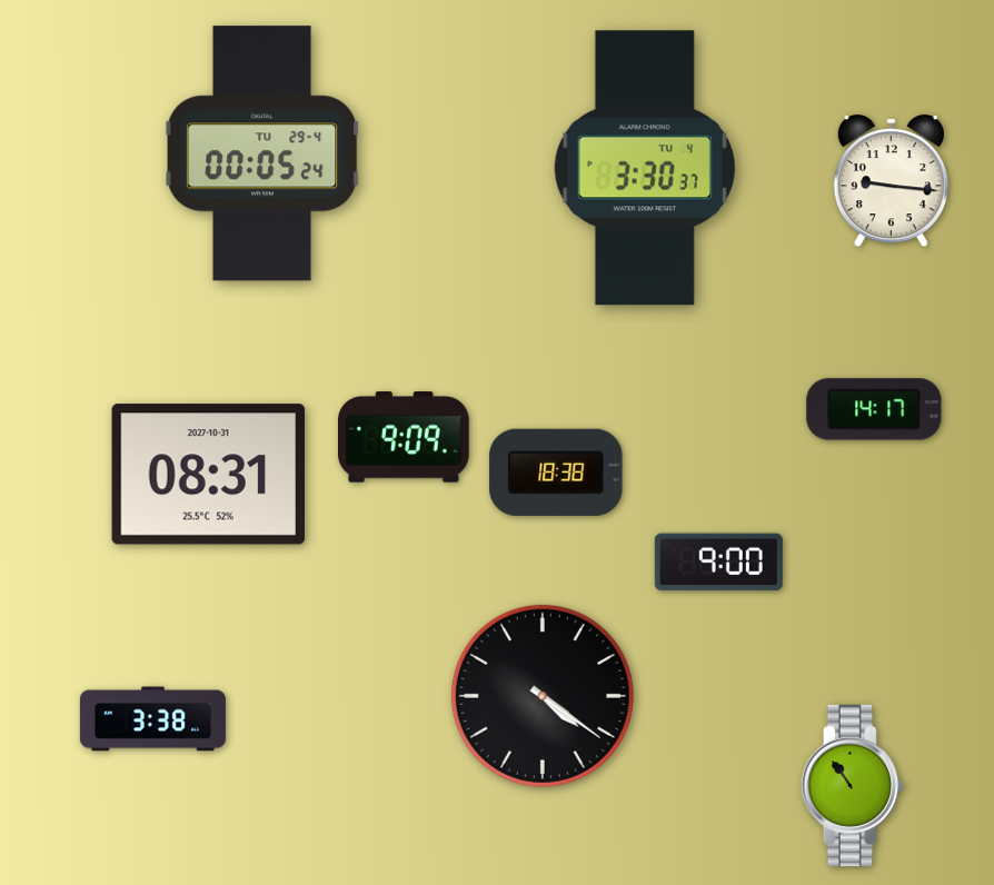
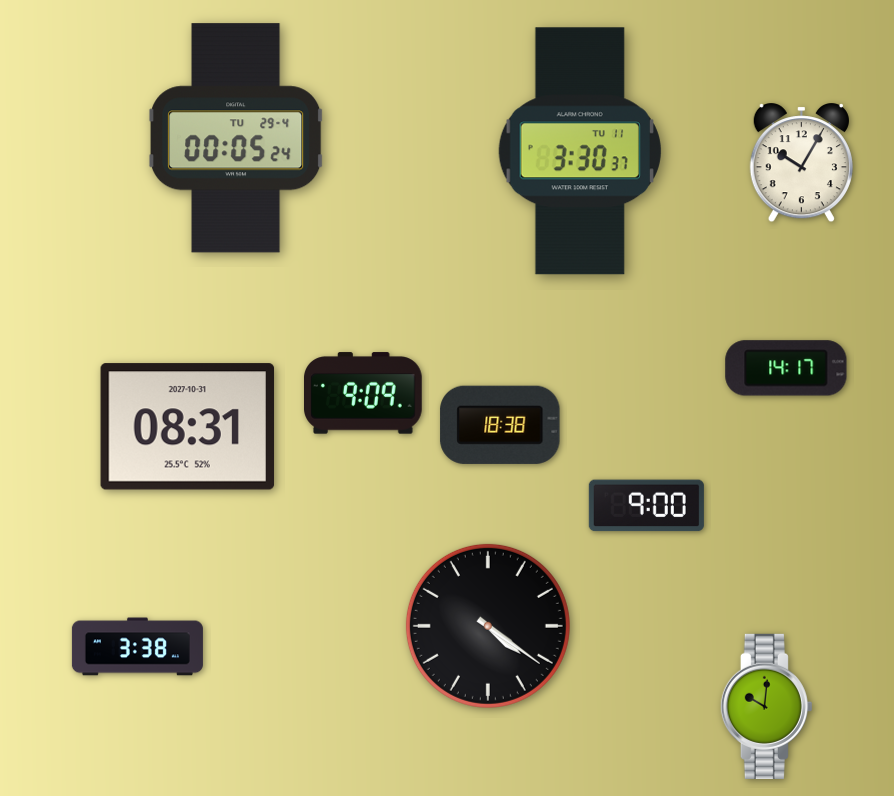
clock at (645, 168) date: TU 4 -> TU 11
clock at (891, 181): 9:16 -> 10:05
clock at (852, 785): 10:54 -> 10:01
